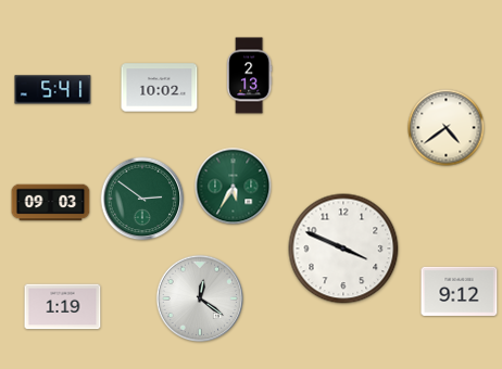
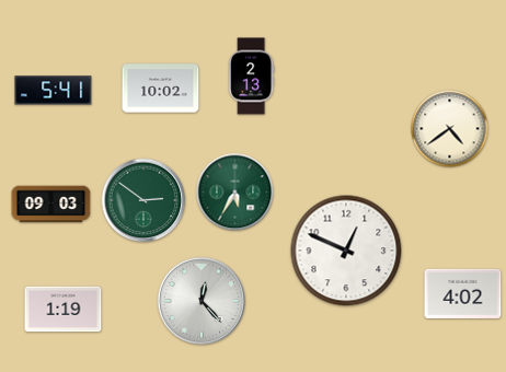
clock at (234, 187) position: (234, 187) -> (235, 193)
clock at (343, 249): 3:49 -> 12:49
clock at (460, 291): 9:12 -> 4:02
clock at (200, 298): 12:21 -> 12:23
